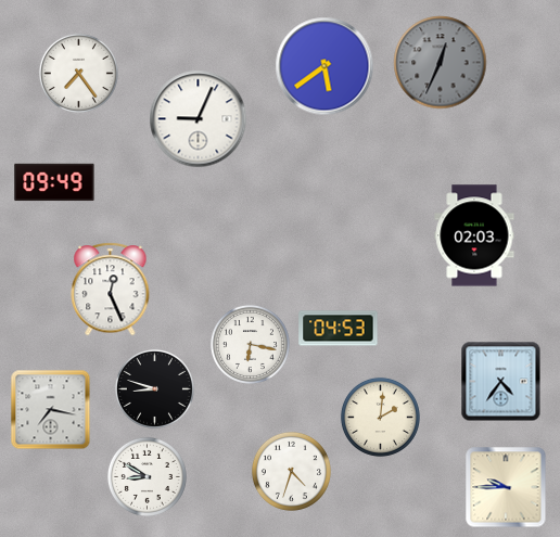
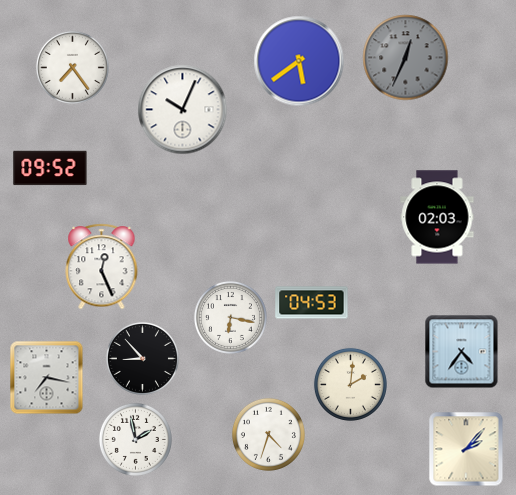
clock at (199, 119): 9:04 -> 10:04
clock at (54, 182): 09:49 -> 09:52
clock at (154, 388): 8:48 -> 8:53
clock at (147, 476): 8:50 -> 1:58
clock at (506, 487): 9:45 -> 2:07
